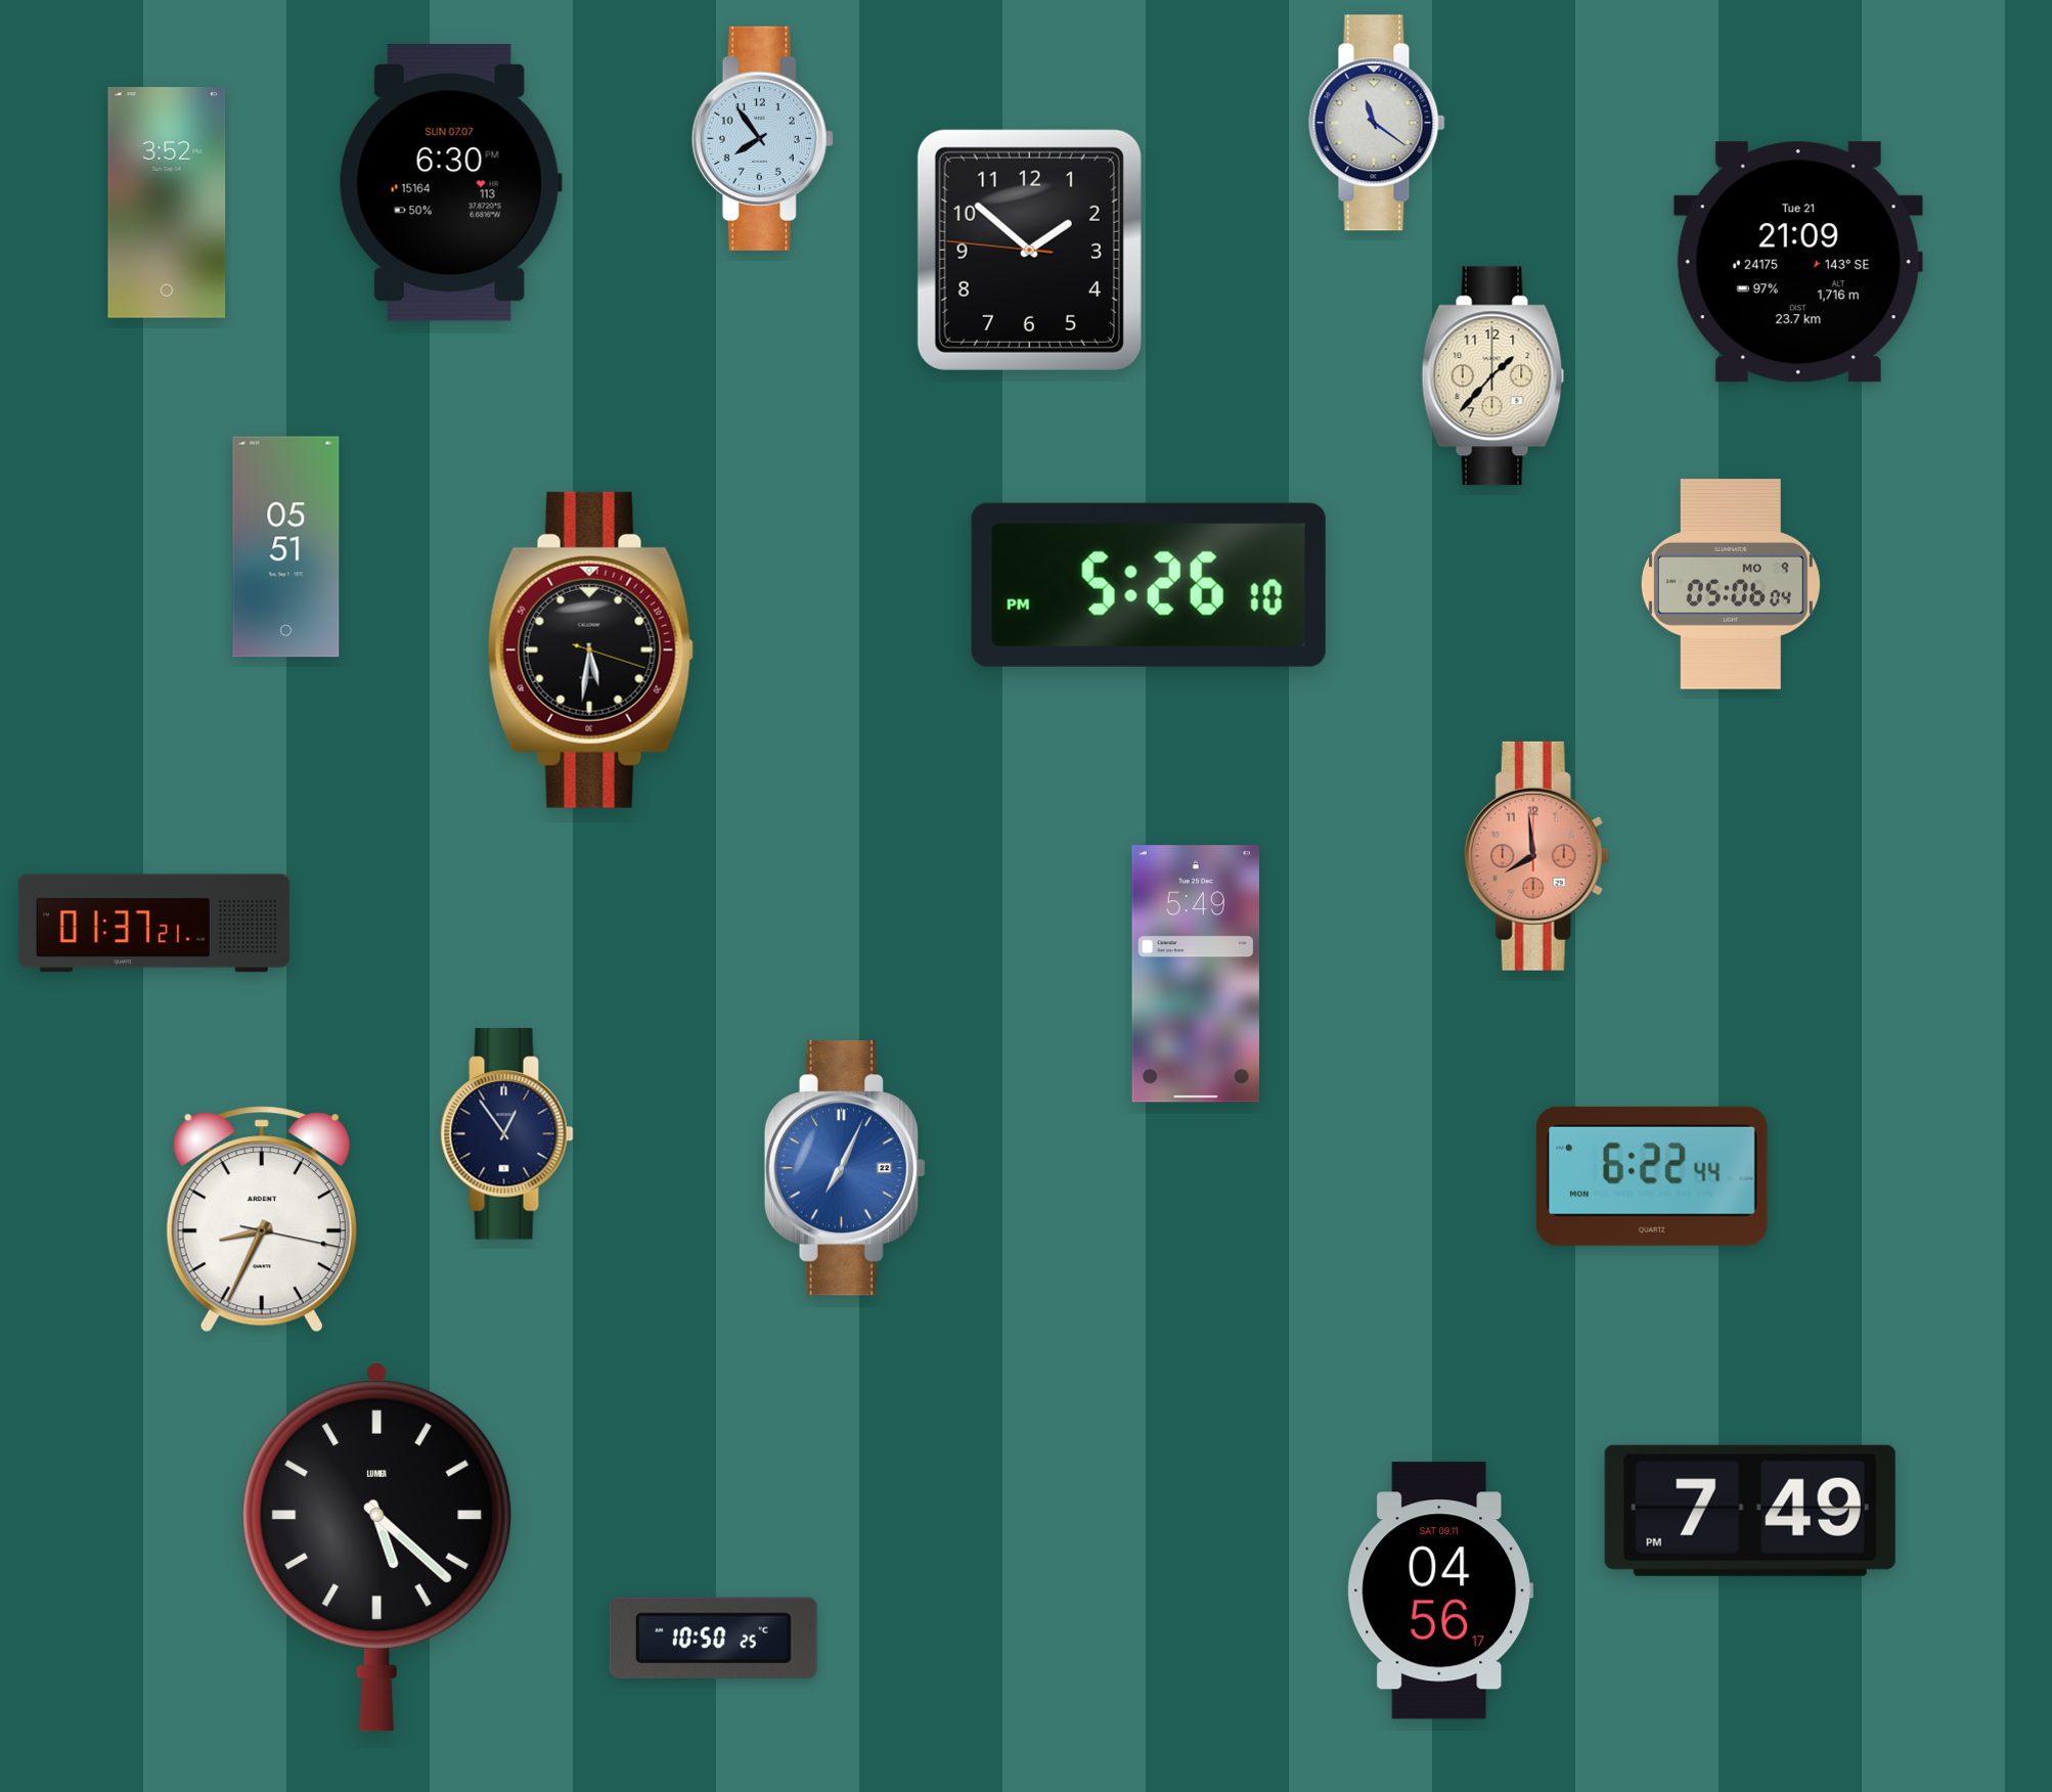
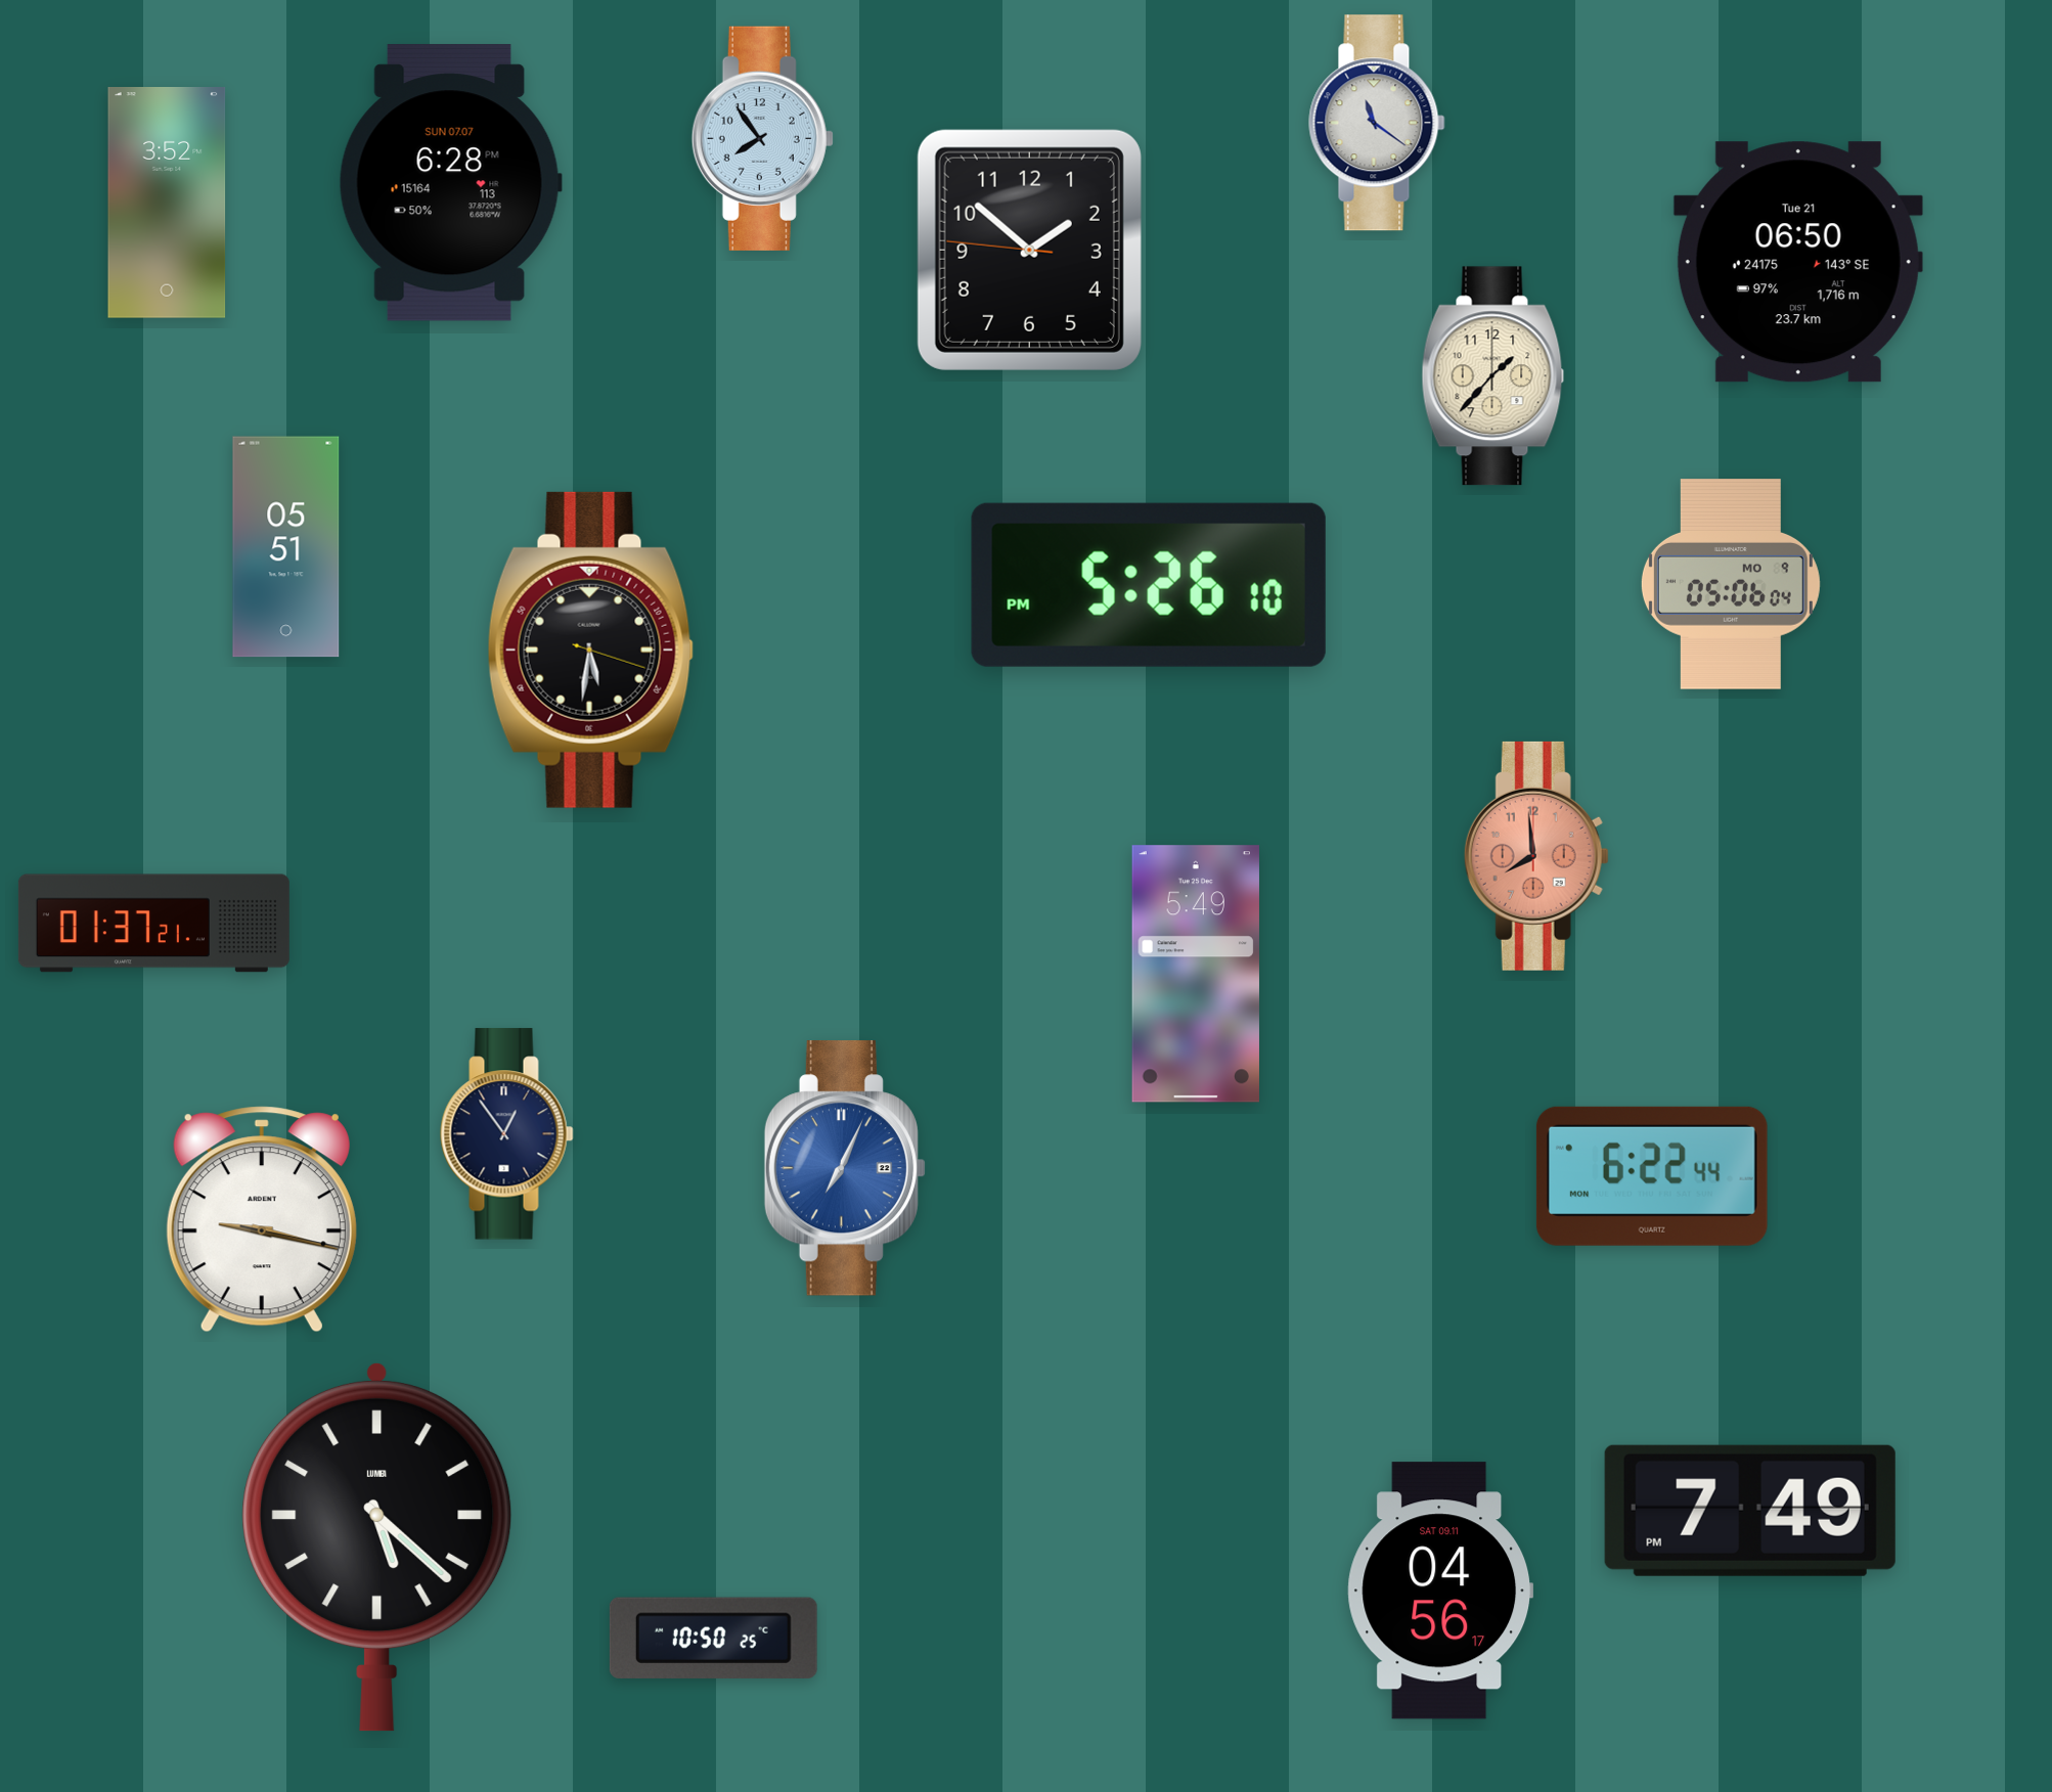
clock at (450, 183): 6:30 -> 6:28
clock at (1798, 262): 21:09 -> 06:50
clock at (262, 1219): 8:34 -> 9:17
